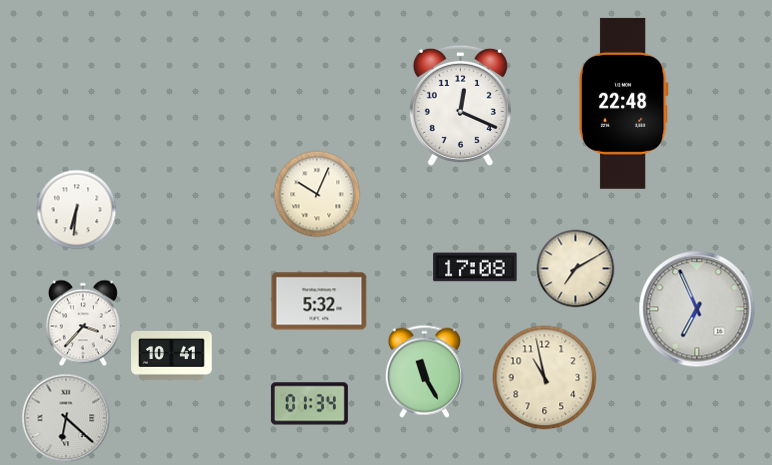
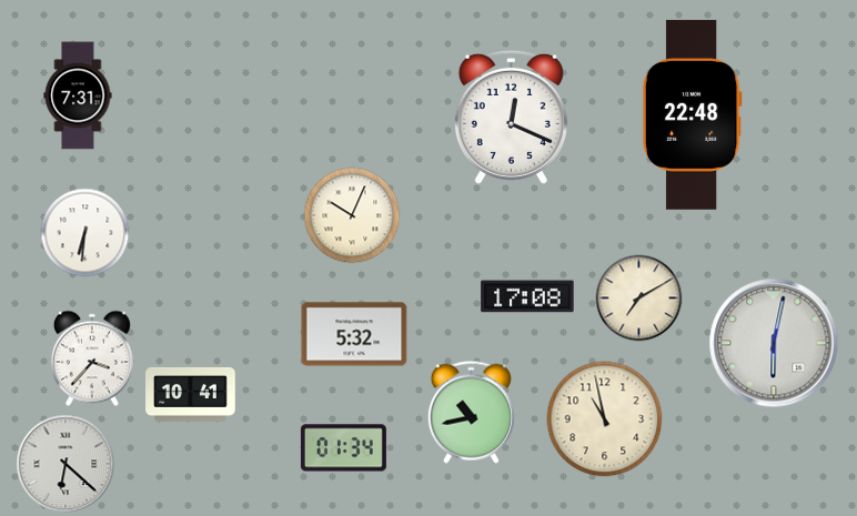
clock at (78, 95): none -> 7:31
clock at (697, 309): 6:56 -> 6:02
clock at (424, 371): 11:25 -> 10:43
clock at (66, 418) position: (66, 418) -> (65, 464)
